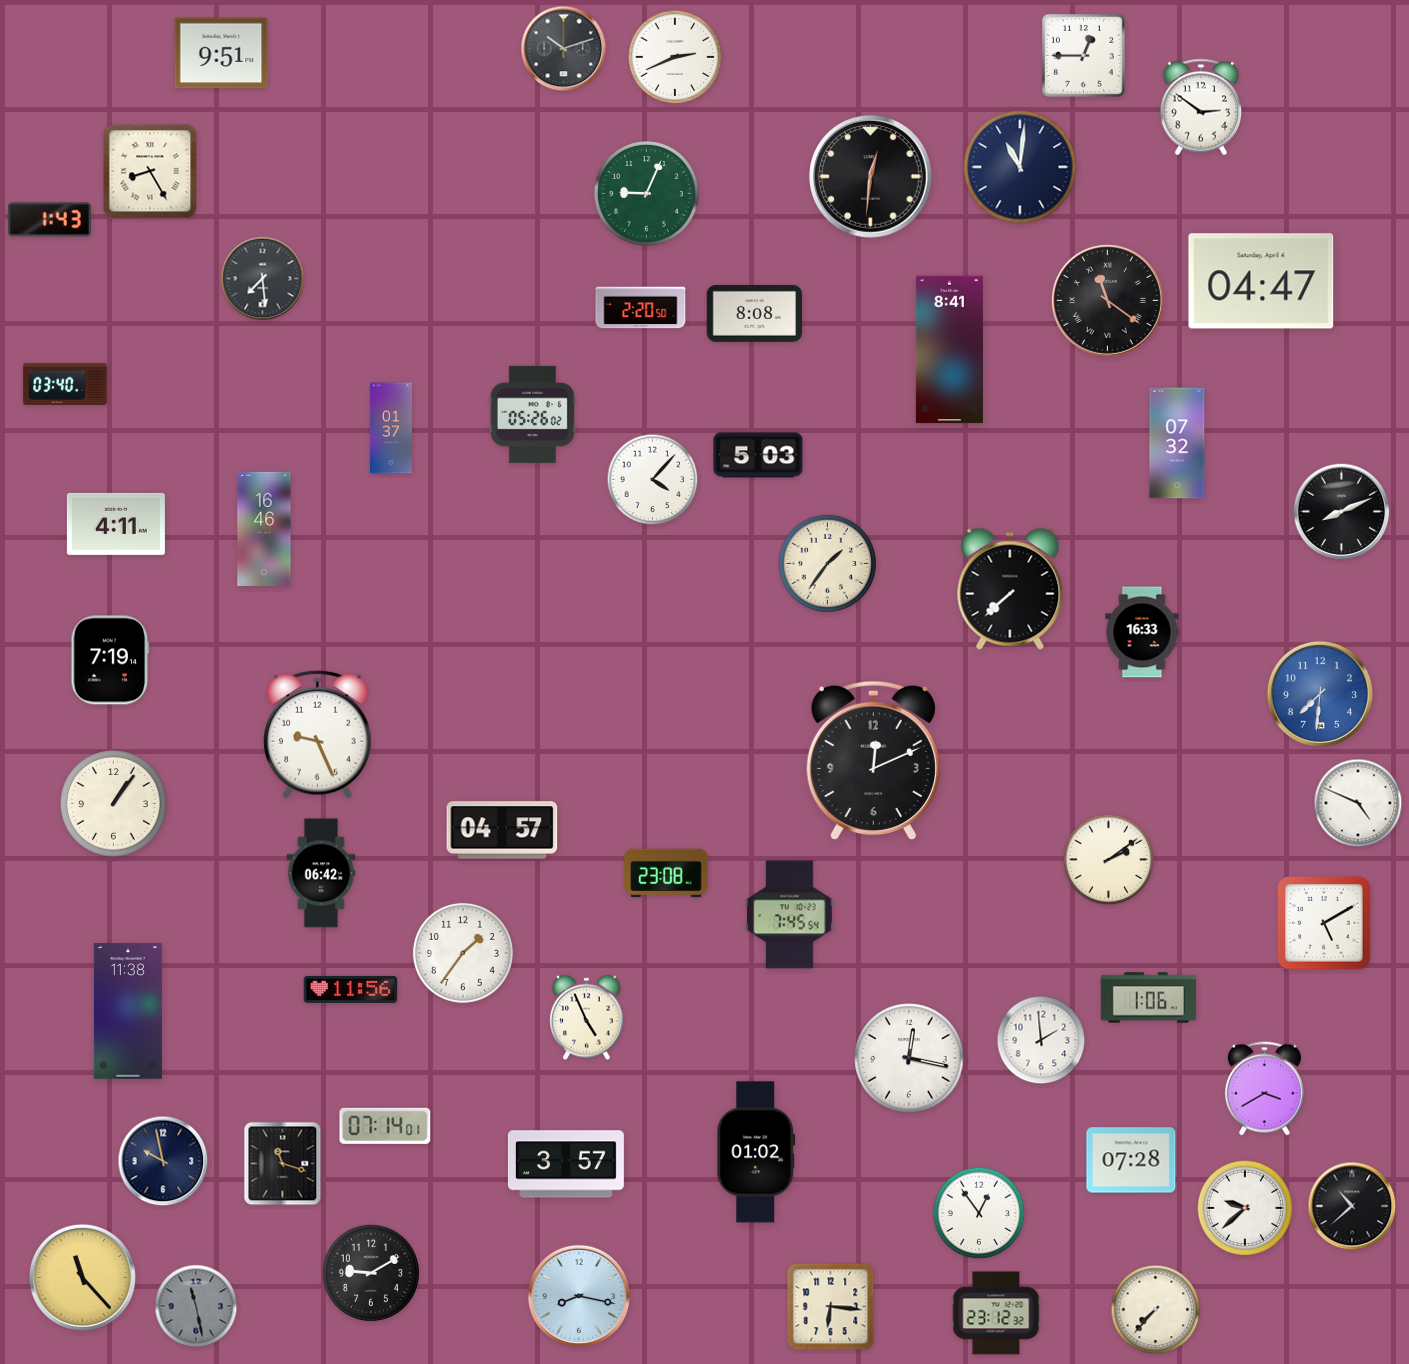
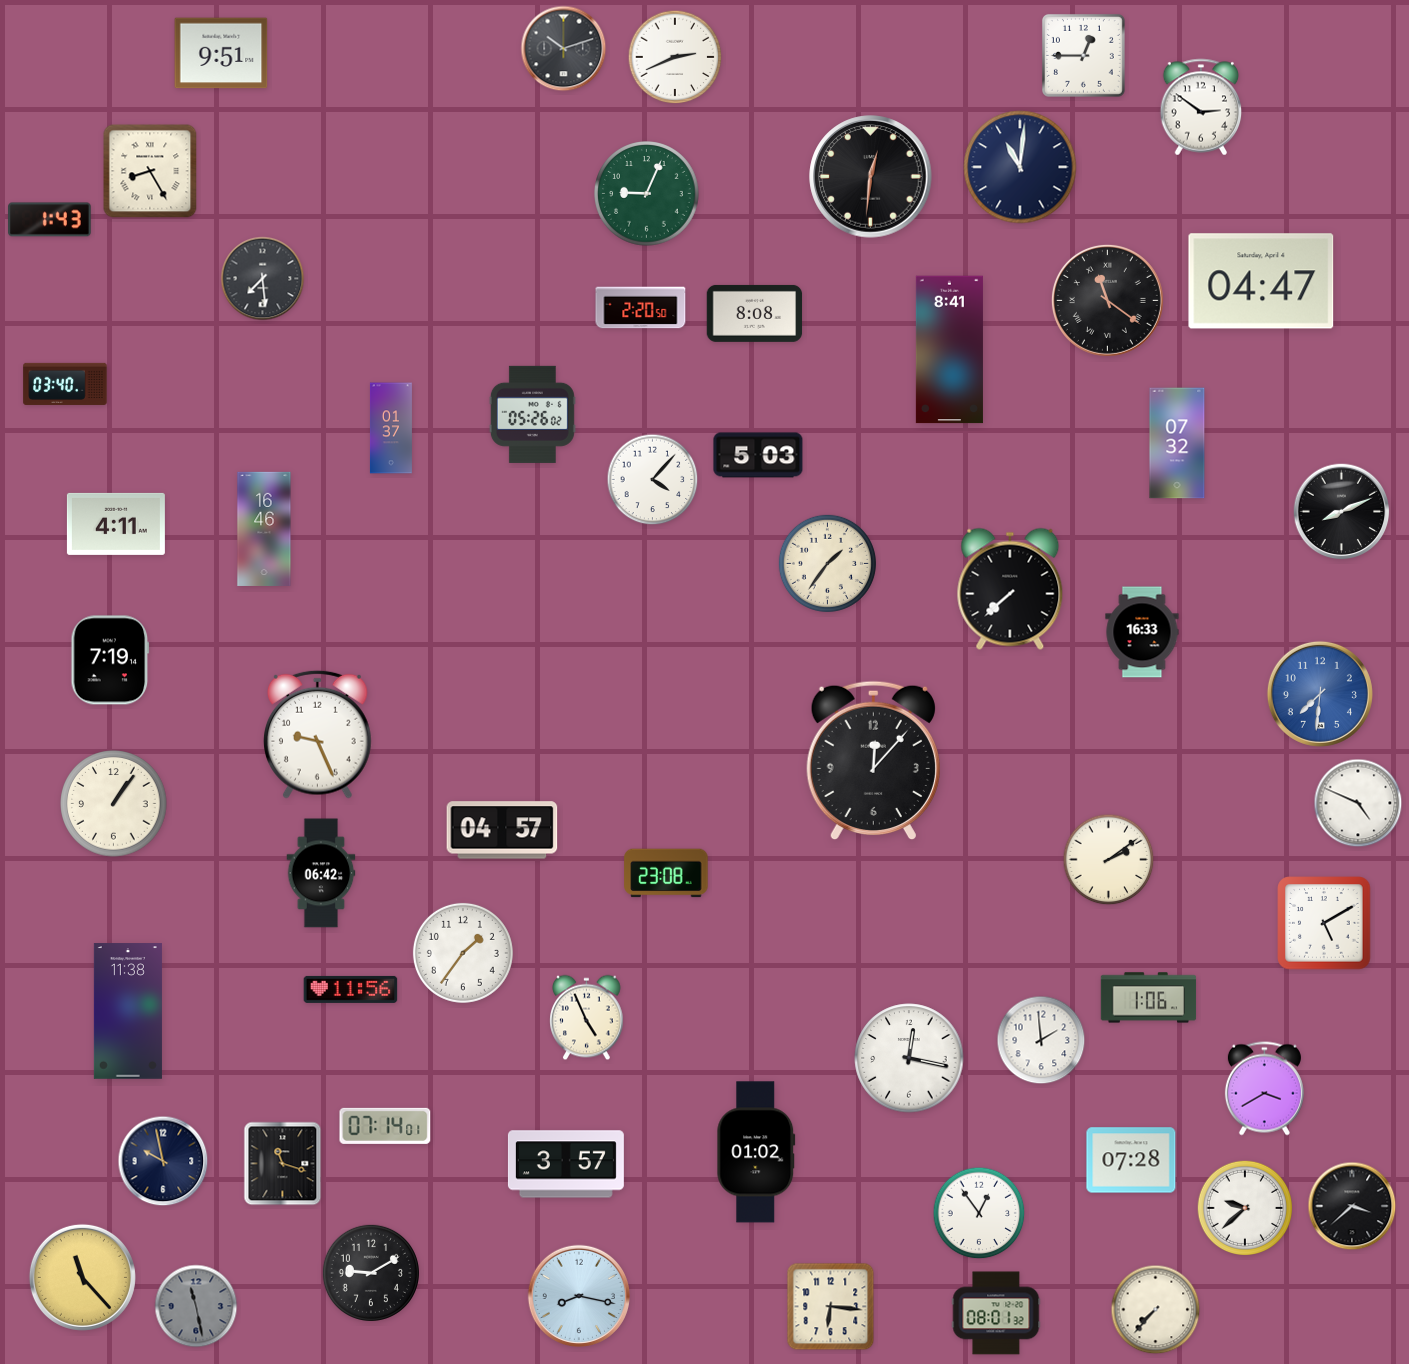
clock at (873, 761): 12:11 -> 12:07
clock at (790, 915): 7:45 -> none
clock at (1352, 1206): 10:38 -> 3:38
clock at (996, 1313): 23:12 -> 08:01
